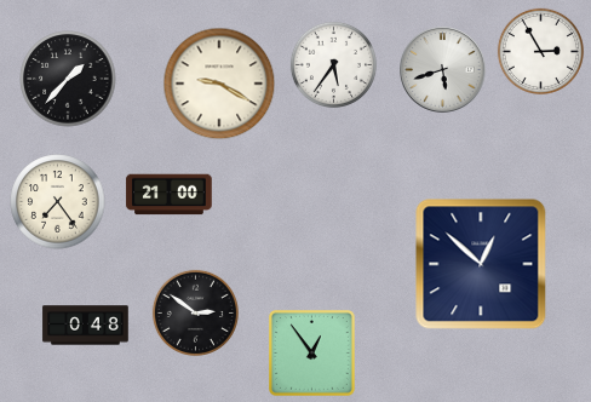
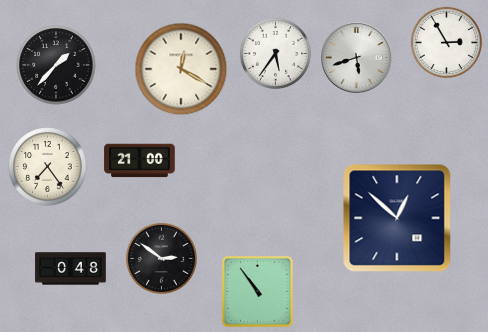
clock at (443, 70) position: (443, 70) -> (357, 58)
clock at (219, 84): 9:20 -> 12:20
clock at (312, 354): 12:54 -> 10:54
